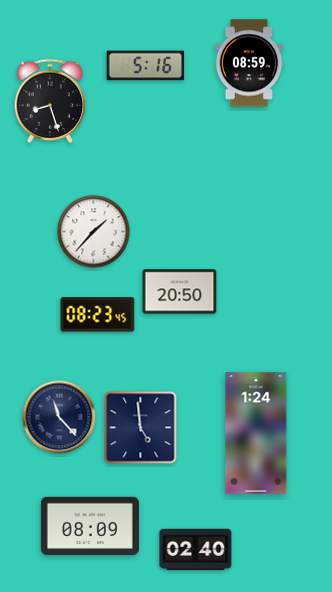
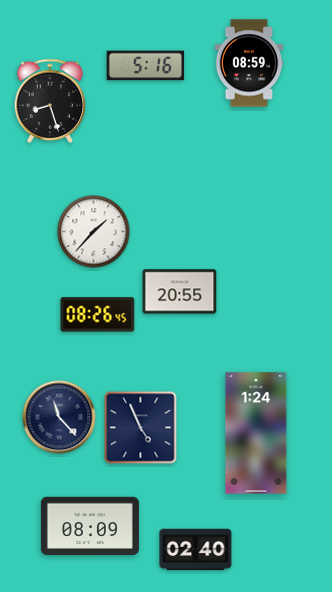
clock at (180, 292): 20:50 -> 20:55
clock at (98, 315): 08:23 -> 08:26
clock at (141, 428): 4:59 -> 4:56
